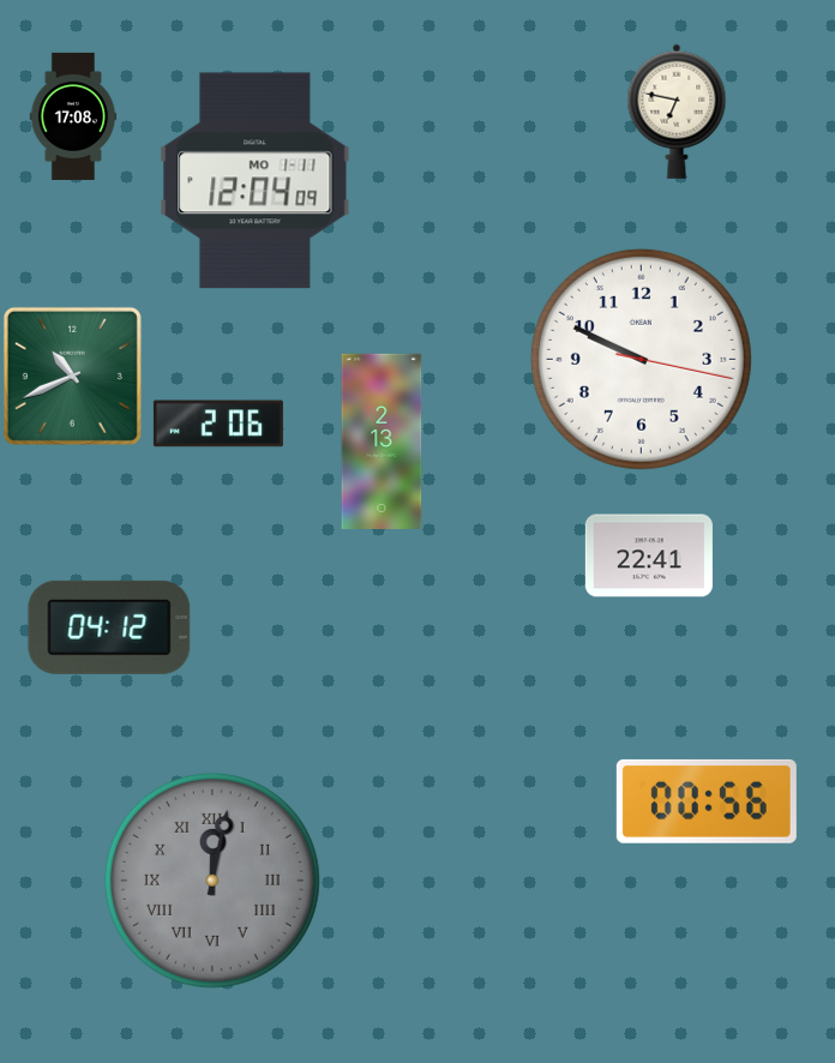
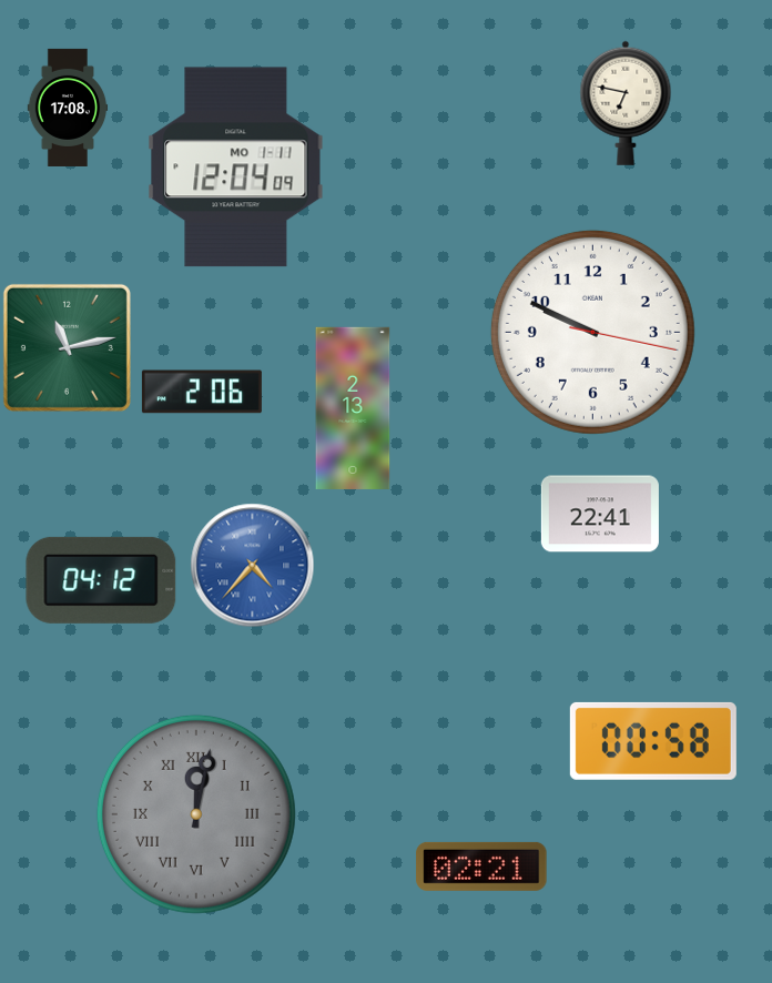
clock at (72, 376): 10:41 -> 11:13
clock at (253, 566): none -> 4:37
clock at (707, 801): 00:56 -> 00:58
clock at (481, 867): none -> 02:21
